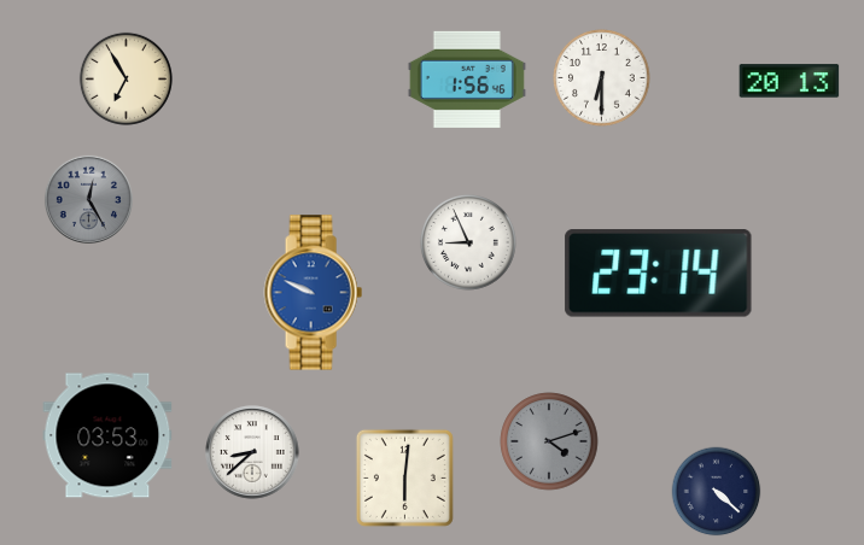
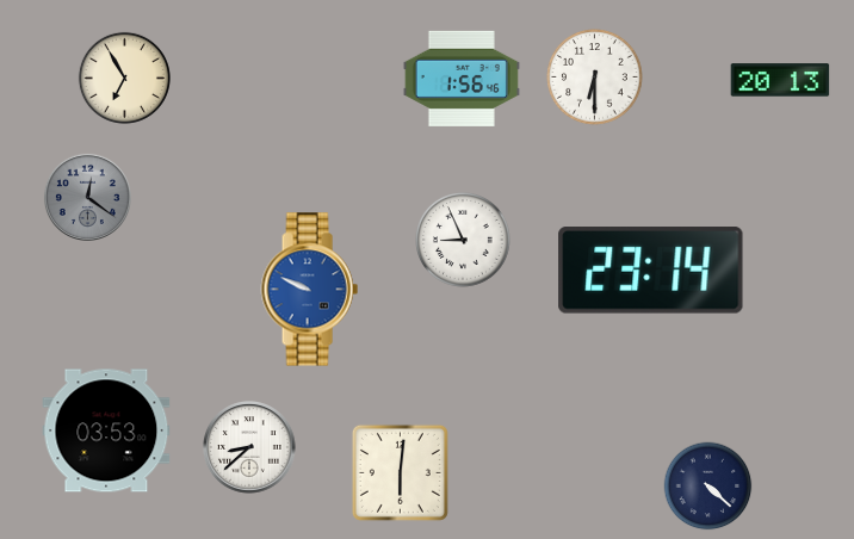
clock at (88, 199): 12:25 -> 12:21
clock at (549, 441): 4:12 -> none
